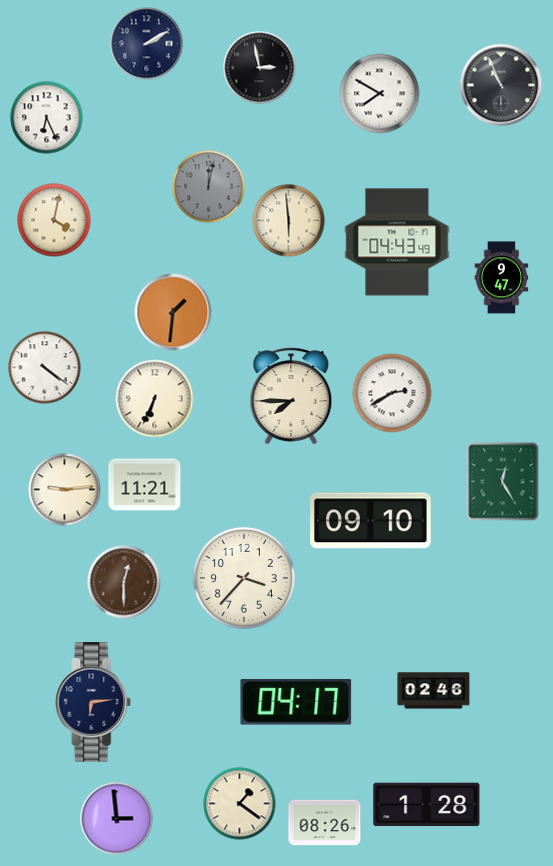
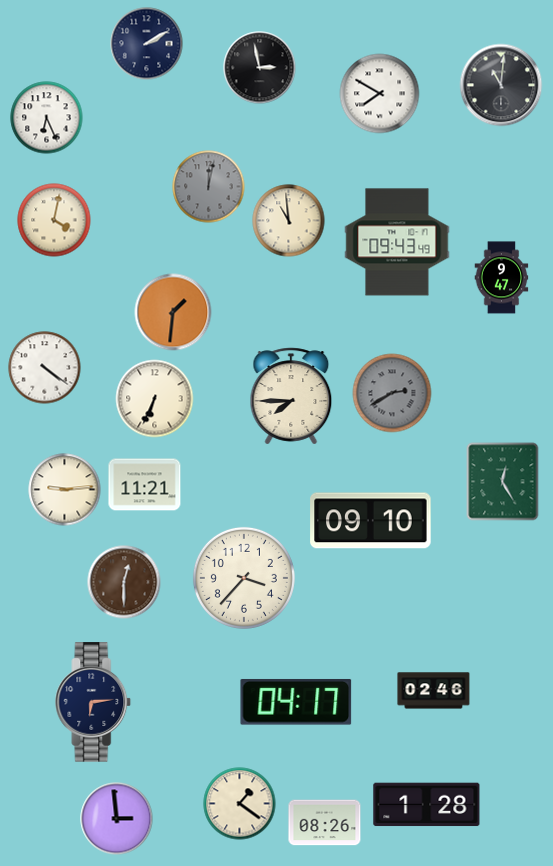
clock at (501, 85): 10:56 -> 11:01
clock at (289, 221): 5:59 -> 10:59
clock at (397, 242): 04:43 -> 09:43
clock at (392, 393) dial: white -> grey
